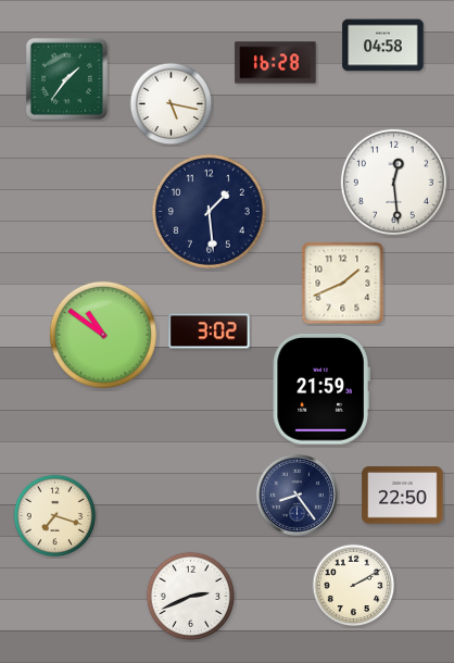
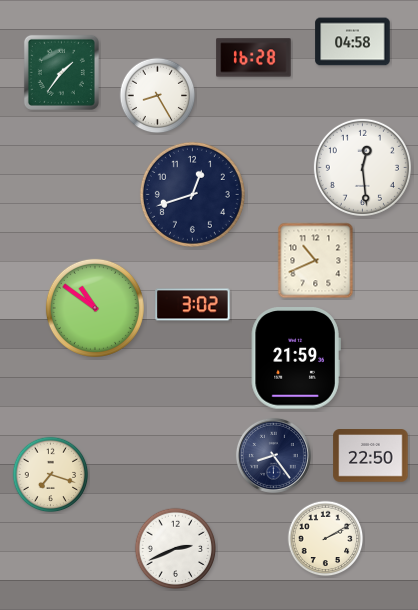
clock at (172, 104): 5:17 -> 8:25
clock at (209, 211): 1:29 -> 12:42
clock at (343, 284): 1:41 -> 10:41
